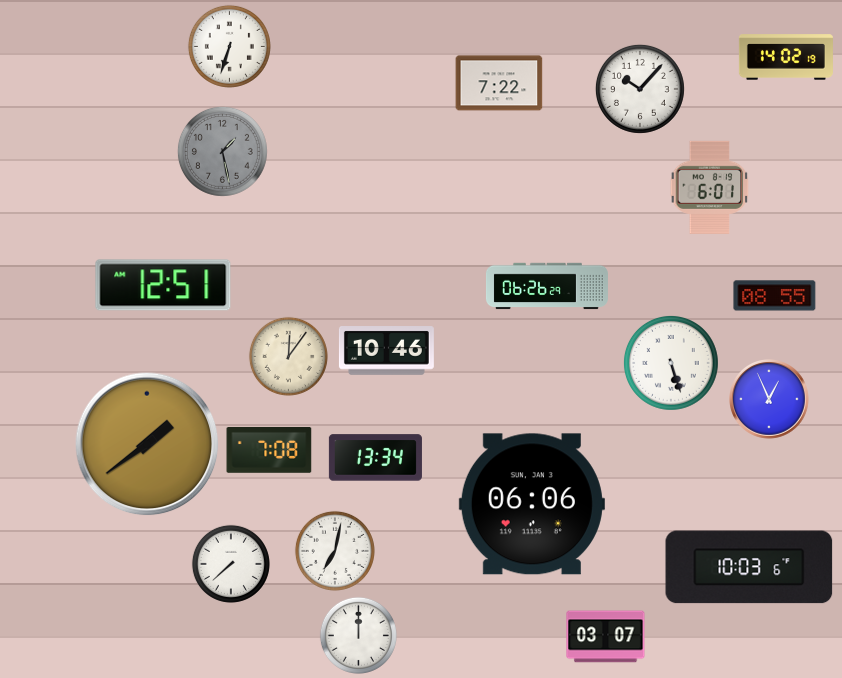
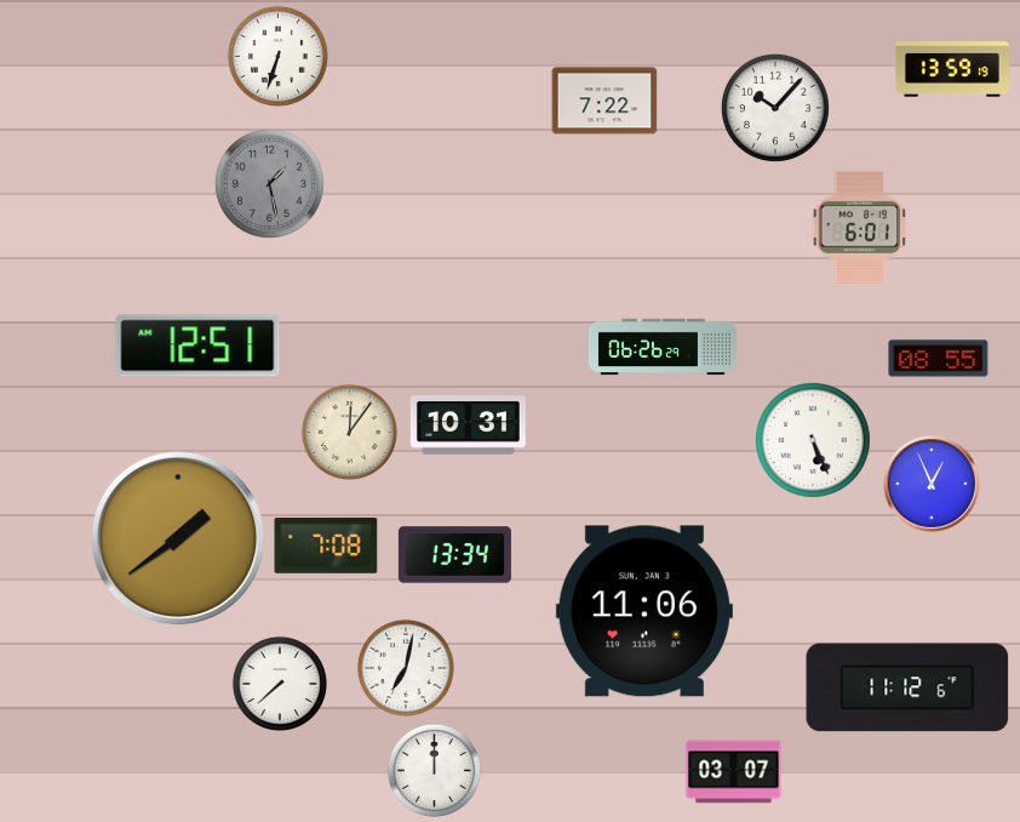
clock at (786, 57): 14:02 -> 13:59
clock at (386, 351): 10:46 -> 10:31
clock at (671, 363): 5:27 -> 5:26
clock at (532, 504): 06:06 -> 11:06
clock at (749, 567): 10:03 -> 11:12
